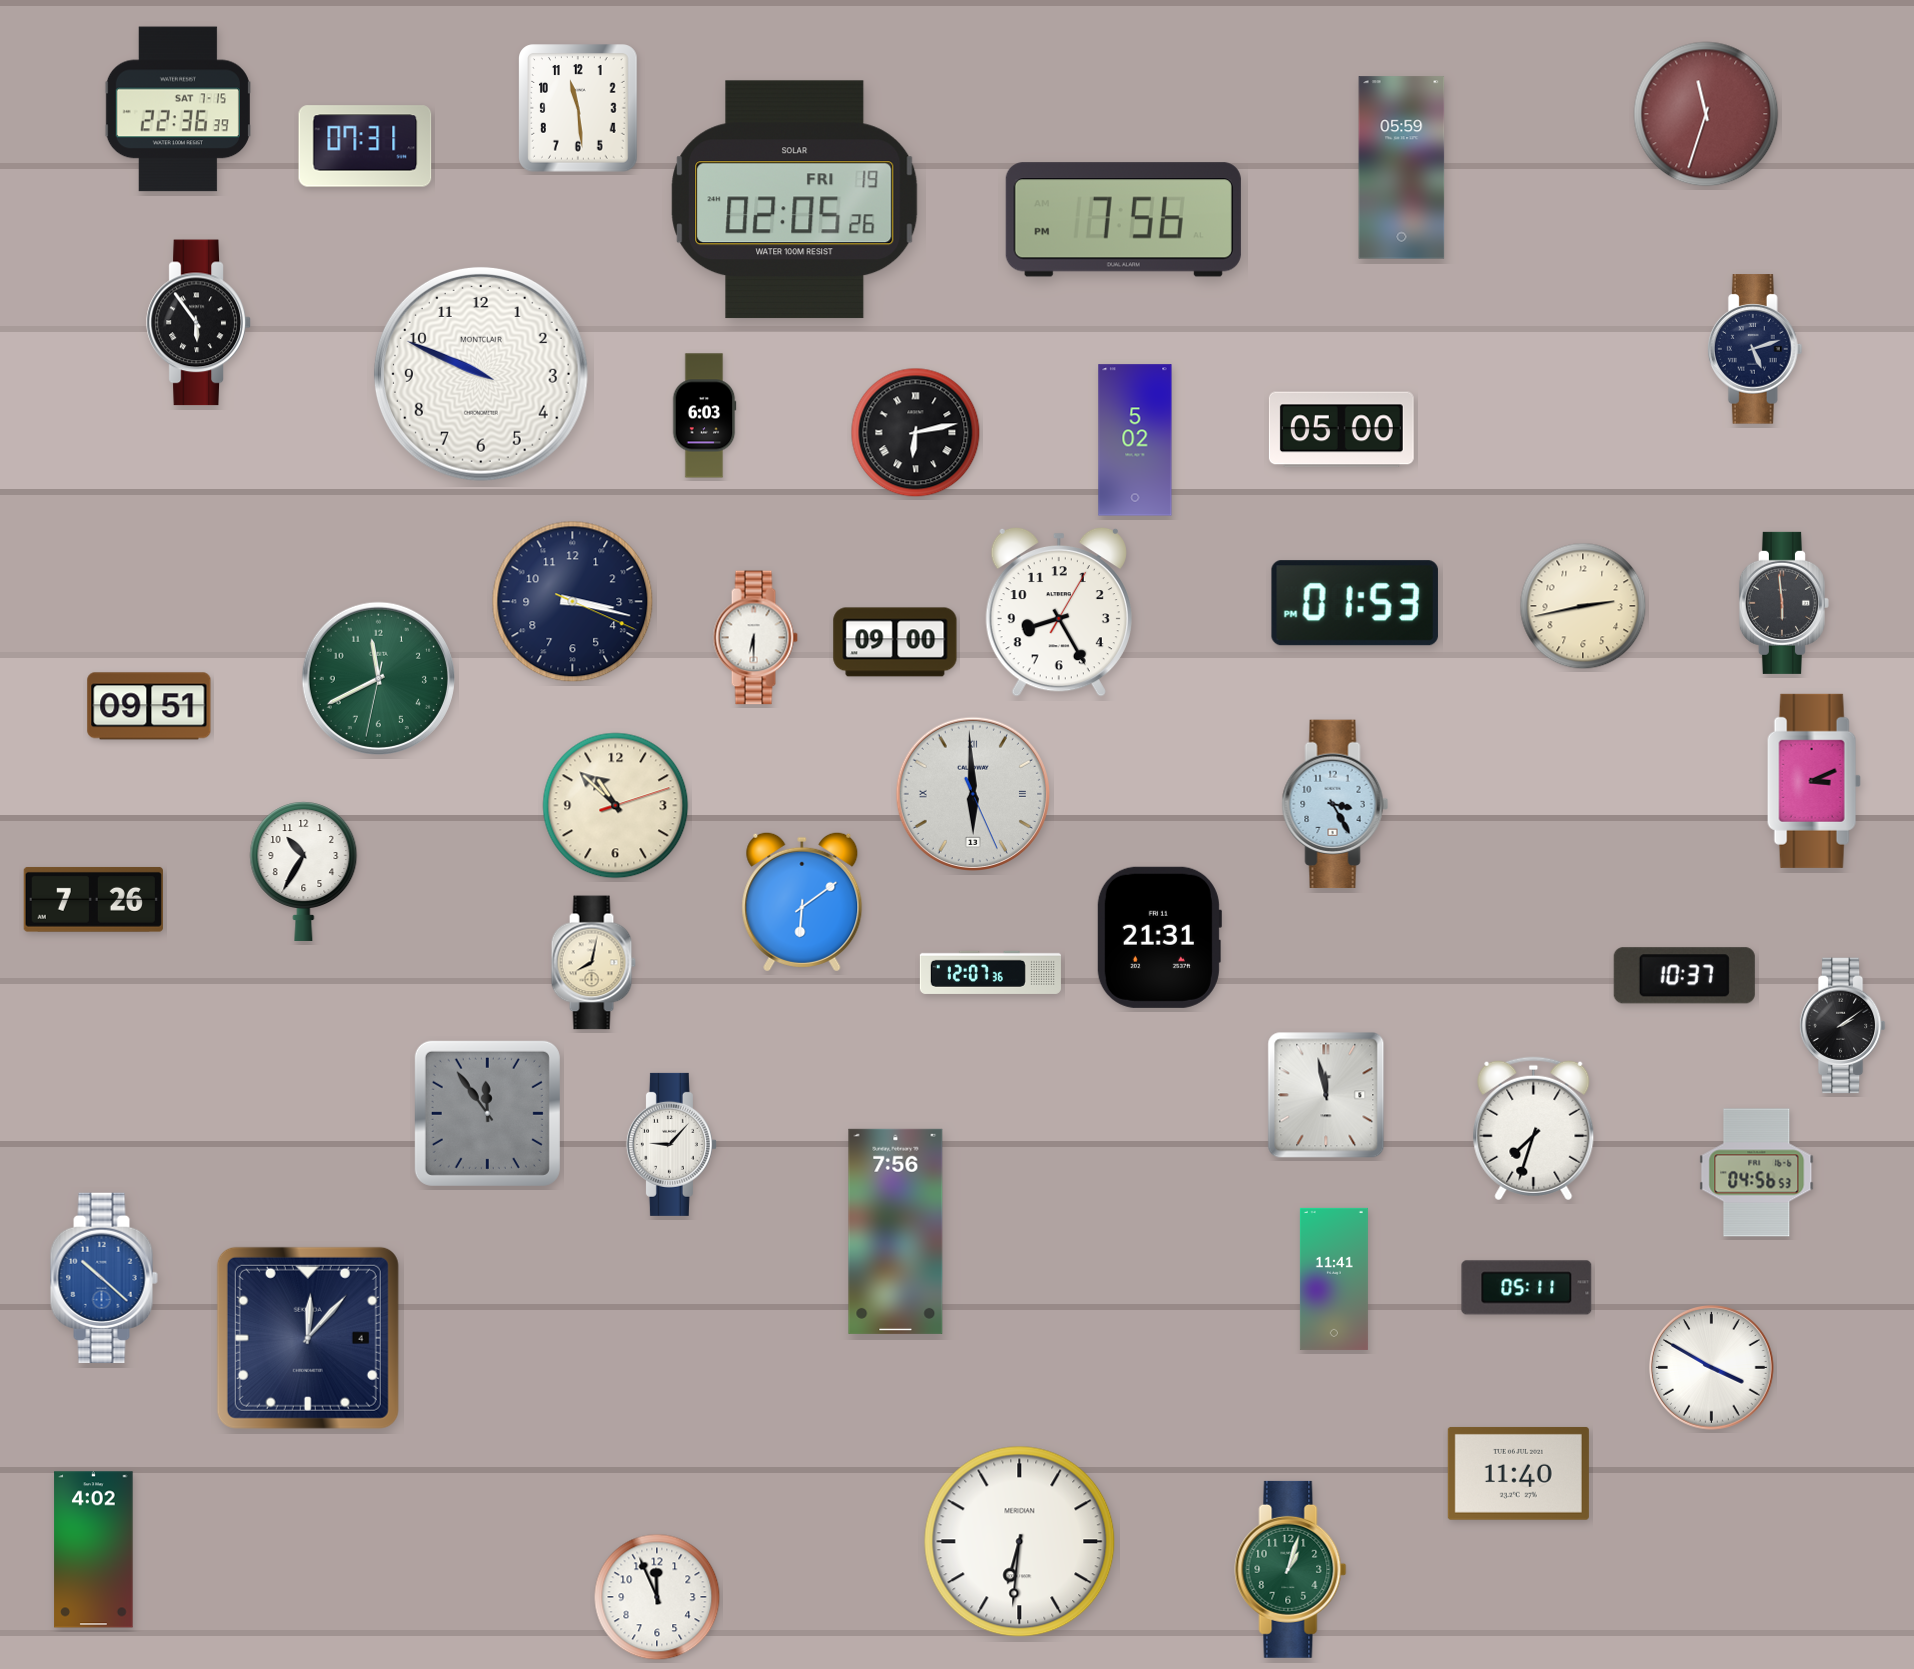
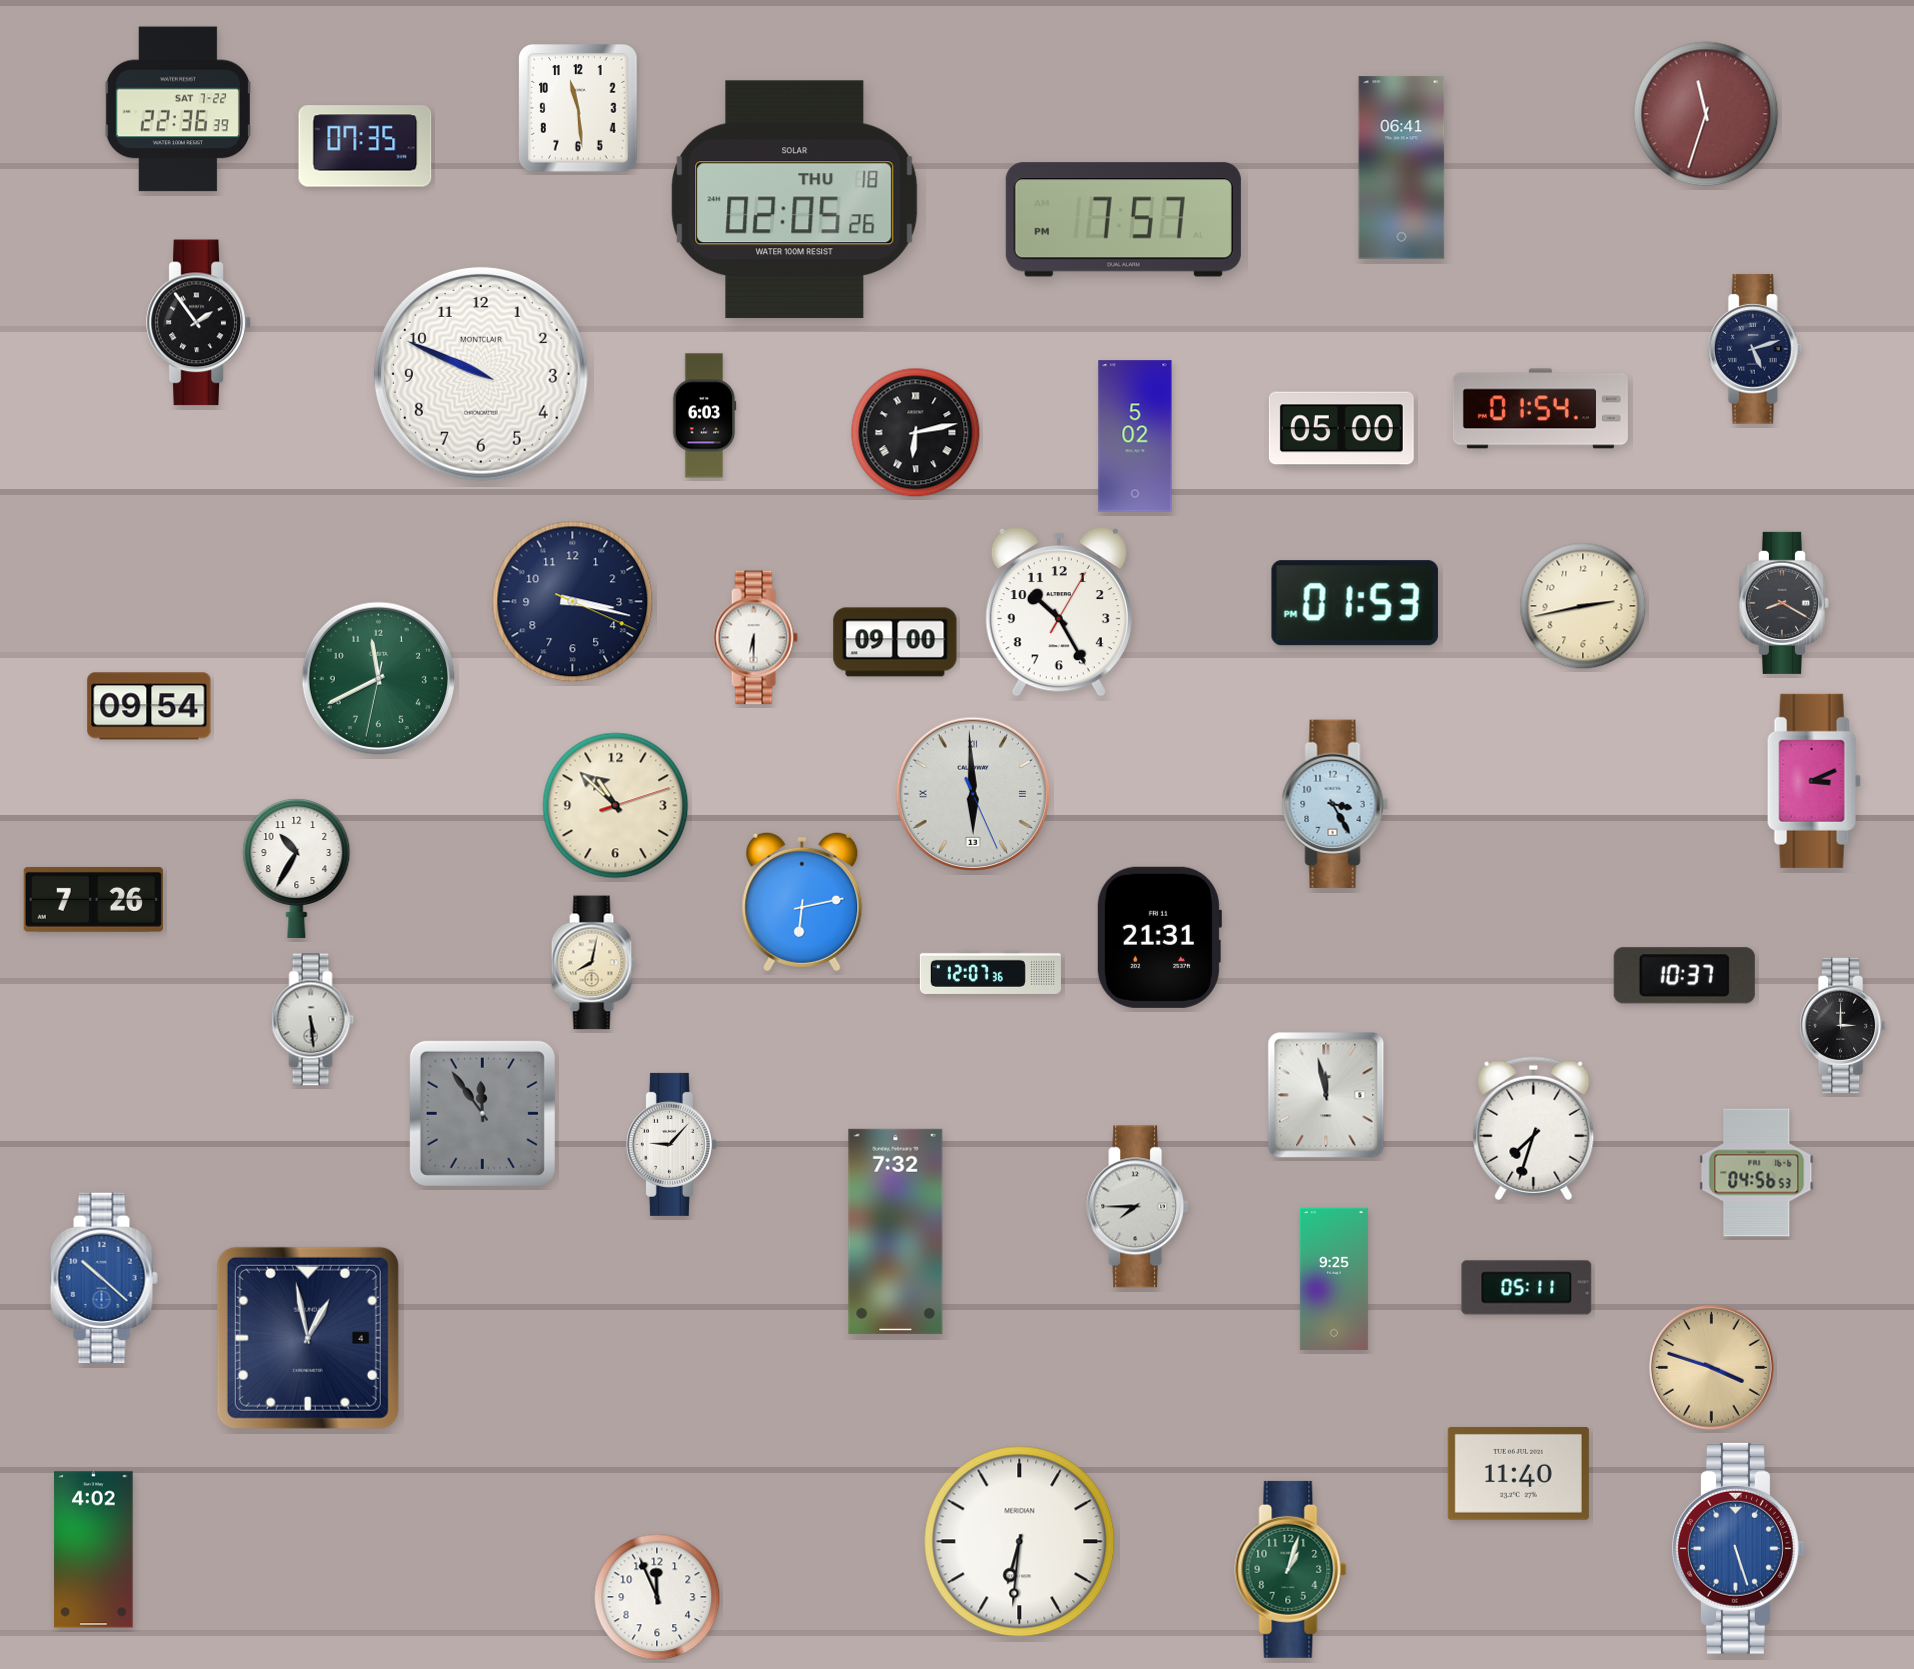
clock at (178, 109) date: SAT 7-15 -> SAT 7-22
clock at (365, 146): 07:31 -> 07:35
clock at (1402, 168): 05:59 -> 06:41
clock at (795, 200) date: FRI 19 -> THU 18
clock at (1123, 220): 7:56 -> 7:57
clock at (199, 323): 5:54 -> 1:54
clock at (1540, 409): none -> 01:54
clock at (1135, 440) position: (1135, 440) -> (1135, 436)
clock at (1784, 603): 5:59 -> 8:20
clock at (1059, 612): 8:25 -> 10:25
clock at (149, 706): 09:51 -> 09:54
clock at (304, 871) position: (304, 871) -> (297, 868)
clock at (802, 902): 6:09 -> 6:13
clock at (313, 1020): none -> 5:29
clock at (1842, 1026): 2:09 -> 3:00
clock at (487, 1113) position: (487, 1113) -> (482, 1113)
clock at (1138, 1207): none -> 7:45
clock at (896, 1231): 7:56 -> 7:32
clock at (1334, 1279): 11:41 -> 9:25
clock at (308, 1338): 12:07 -> 12:58
clock at (1712, 1368): 3:50 -> 3:48
clock at (1712, 1368) dial: white -> champagne
clock at (1739, 1548): none -> 5:27
